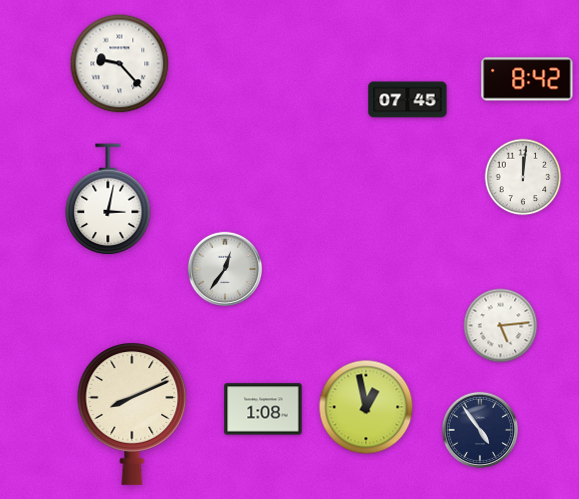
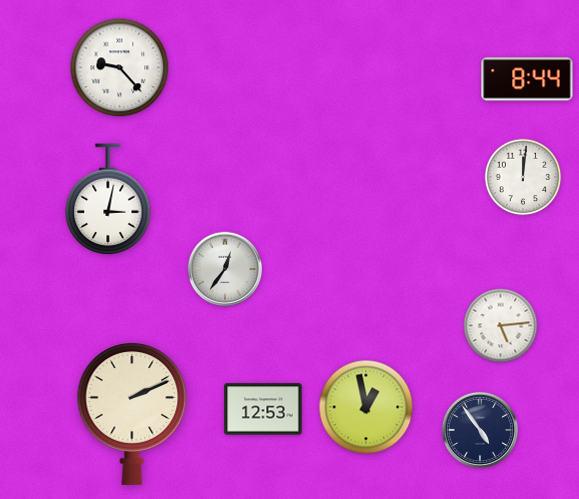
clock at (120, 64) position: (120, 64) -> (120, 68)
clock at (527, 79): 8:42 -> 8:44
clock at (408, 100): 07:45 -> none
clock at (263, 409): 1:08 -> 12:53
clock at (132, 414): 8:11 -> 2:11
